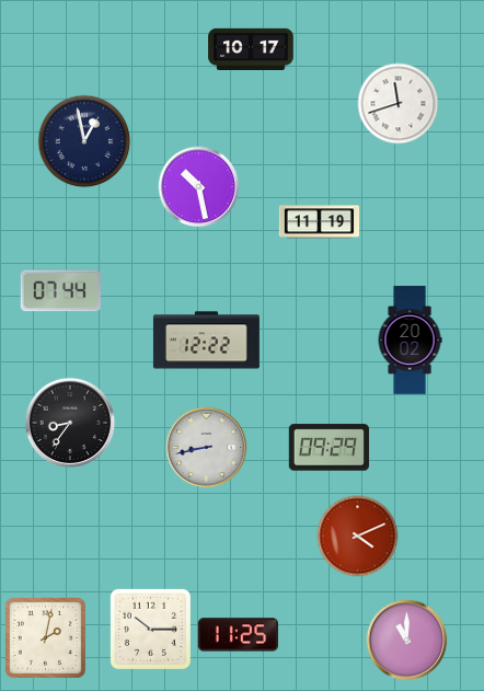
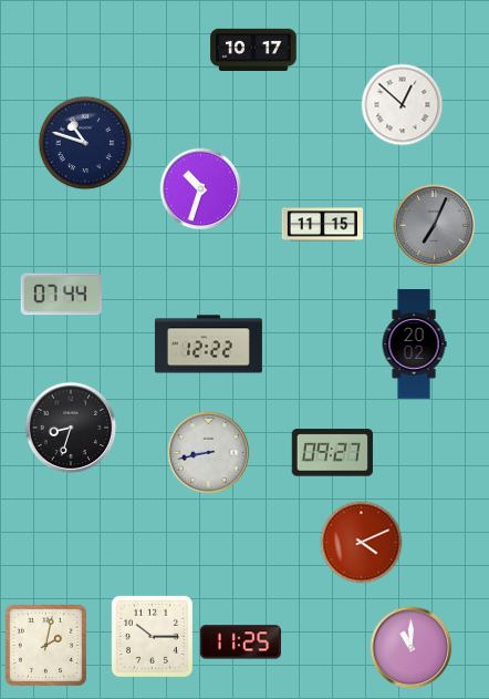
clock at (399, 104): 11:42 -> 12:52
clock at (84, 141): 12:58 -> 10:48
clock at (199, 187): 10:28 -> 10:33
clock at (320, 222): 11:19 -> 11:15
clock at (435, 226): none -> 7:04
clock at (70, 423): 8:36 -> 8:33
clock at (329, 448): 09:29 -> 09:27
